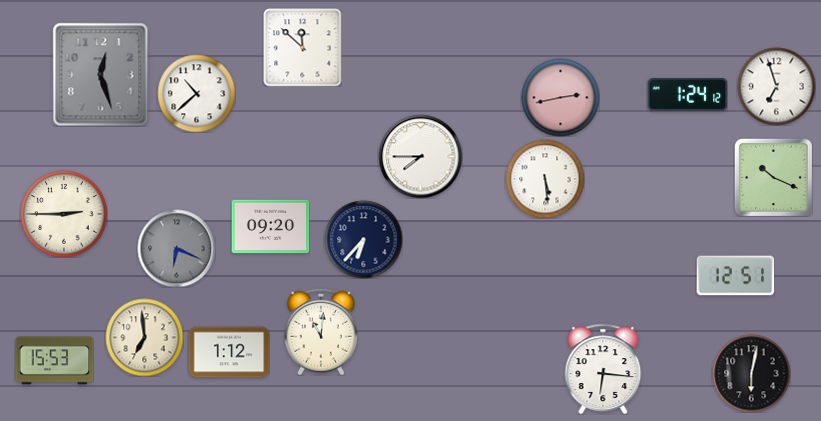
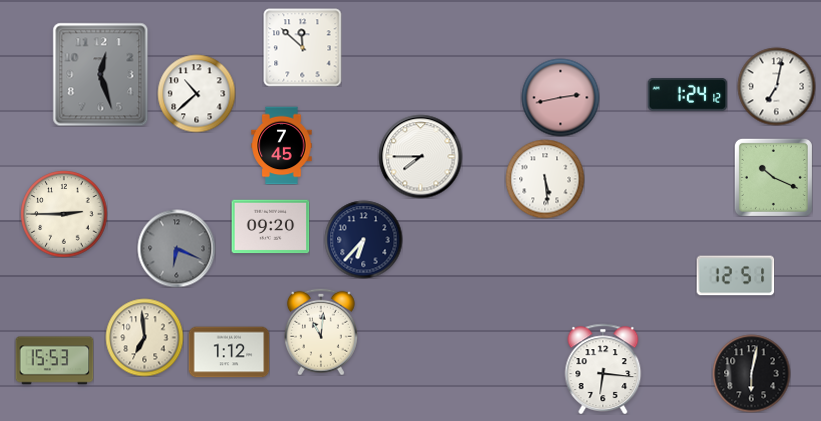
clock at (776, 86): 6:57 -> 7:02
clock at (282, 145): none -> 7:45
